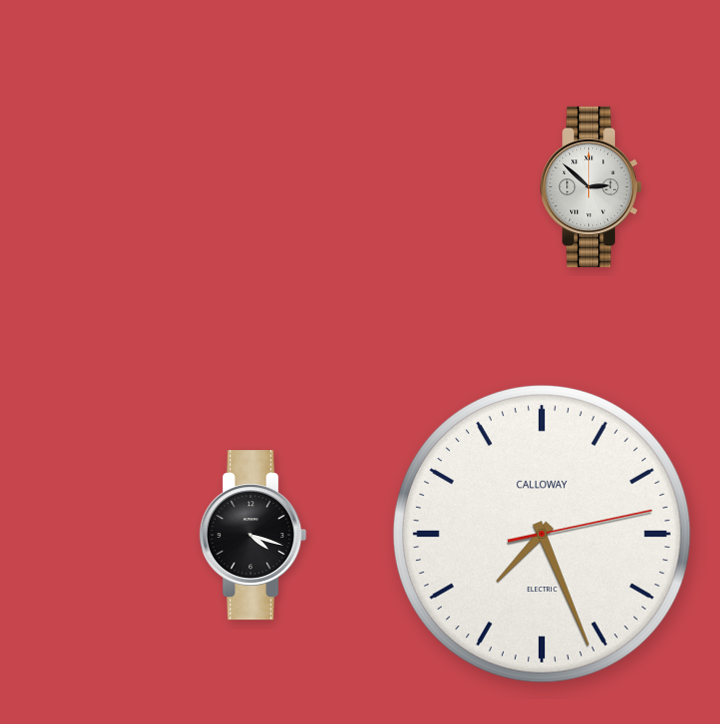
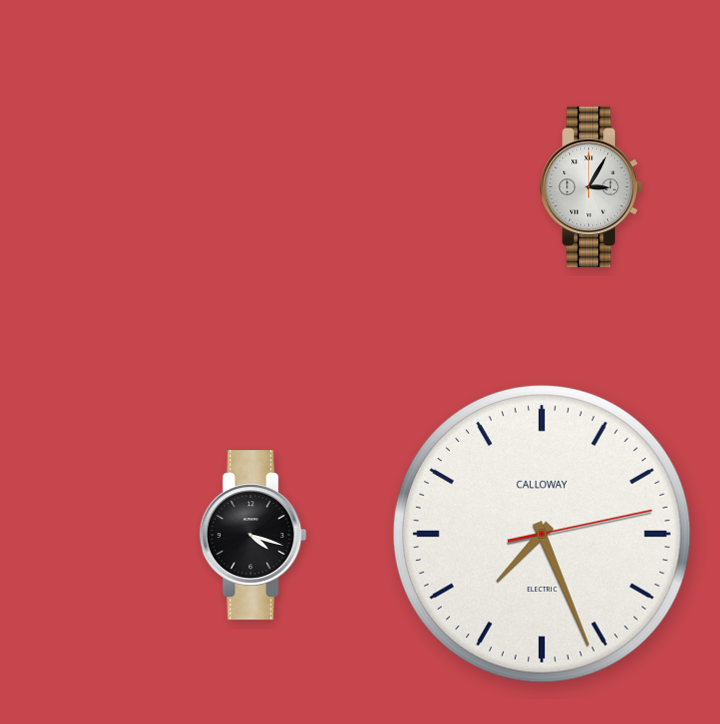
clock at (592, 187): 2:52 -> 3:05
